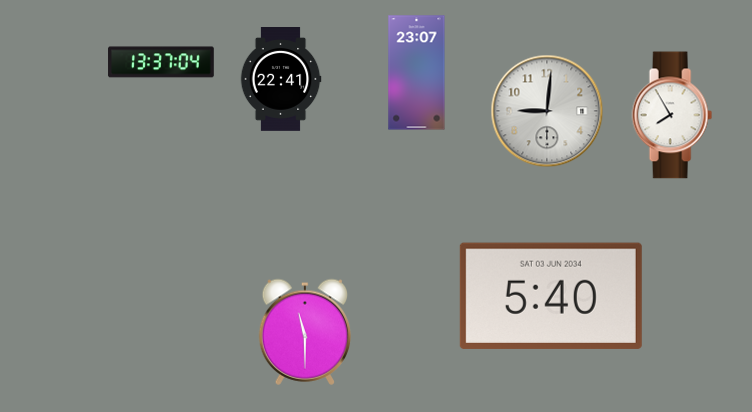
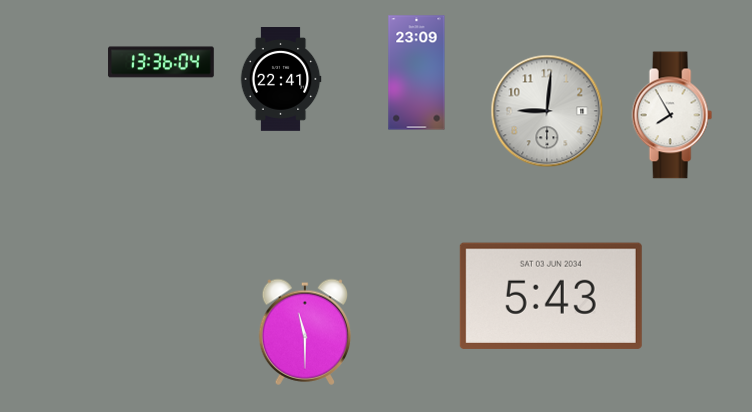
clock at (161, 62): 13:37 -> 13:36
clock at (417, 73): 23:07 -> 23:09
clock at (551, 296): 5:40 -> 5:43
